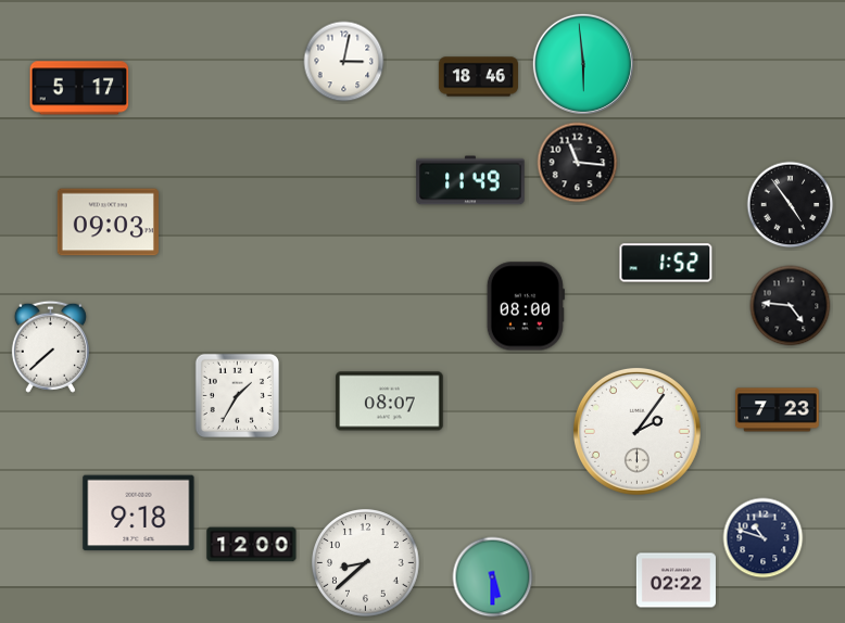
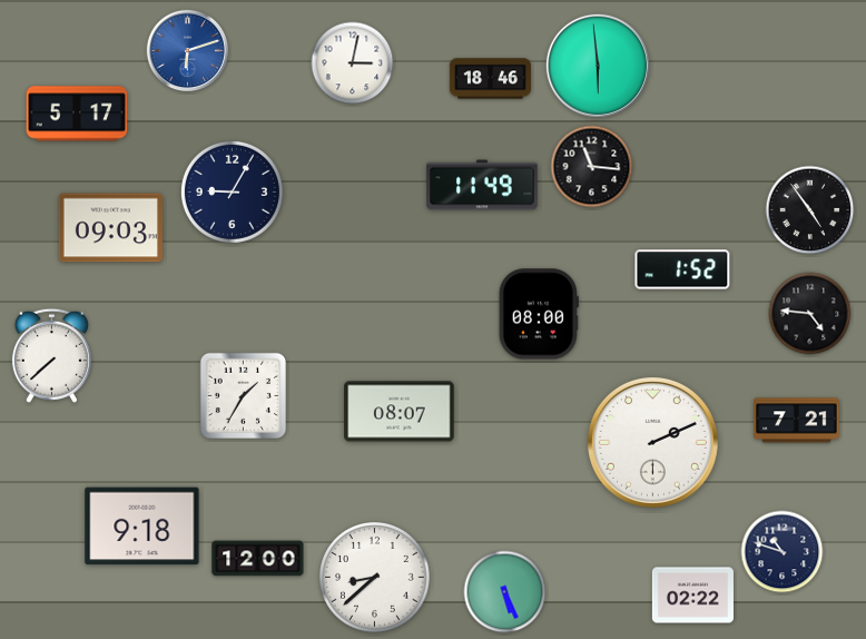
clock at (188, 51): none -> 6:12
clock at (79, 88) position: (79, 88) -> (77, 114)
clock at (232, 191): none -> 9:05
clock at (237, 395) position: (237, 395) -> (243, 395)
clock at (778, 410): 7:23 -> 7:21
clock at (636, 431): 2:06 -> 2:11
clock at (493, 577): 5:30 -> 5:26
